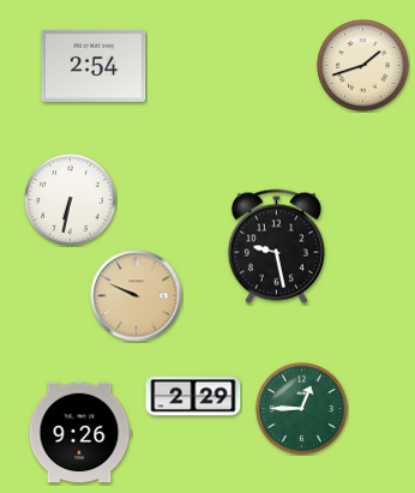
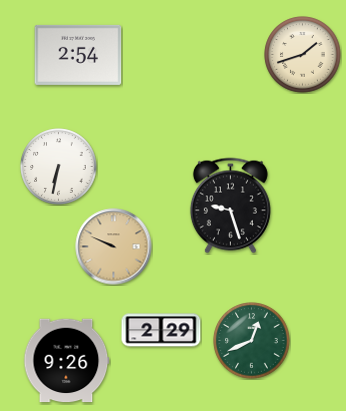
clock at (276, 247): 9:28 -> 9:27
clock at (302, 409): 12:45 -> 12:41
